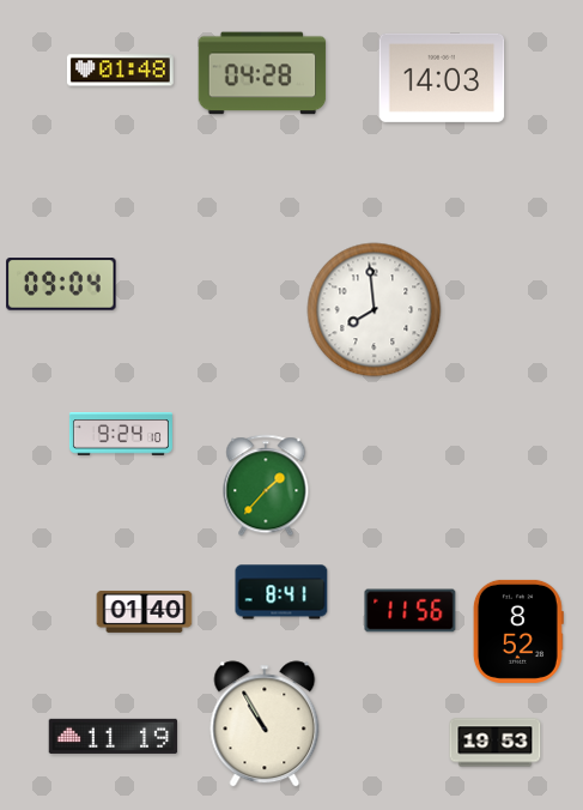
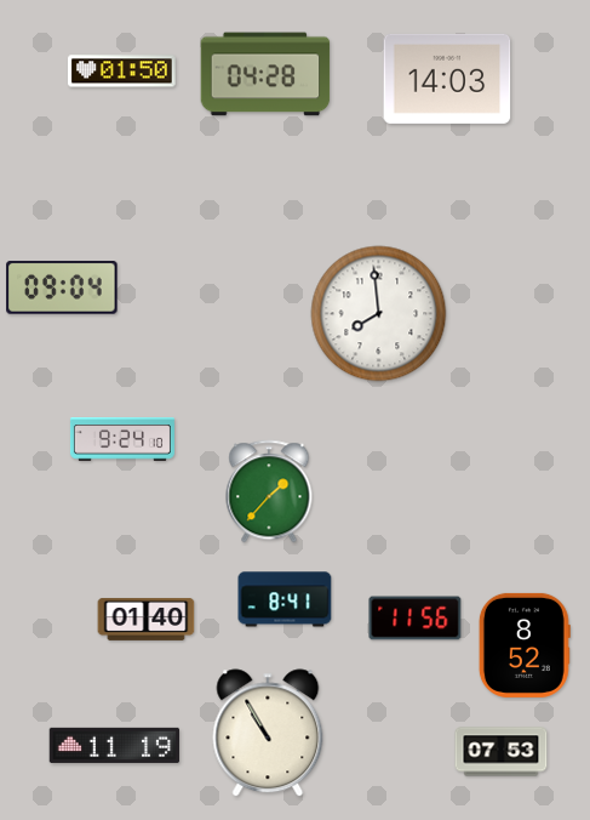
clock at (121, 71): 01:48 -> 01:50
clock at (518, 631) position: (518, 631) -> (525, 645)
clock at (496, 743): 19:53 -> 07:53
